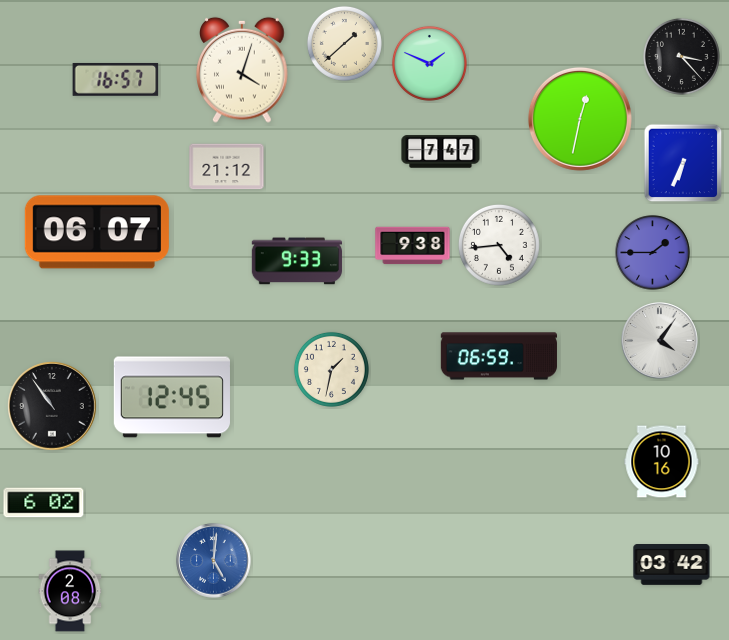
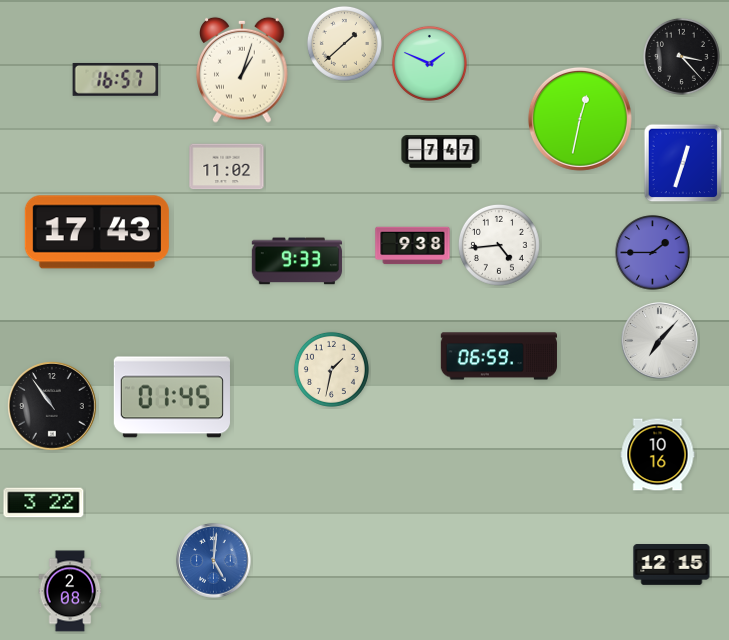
clock at (242, 70): 4:03 -> 1:03
clock at (683, 163): 6:34 -> 12:33
clock at (227, 167): 21:12 -> 11:02
clock at (97, 232): 06:07 -> 17:43
clock at (660, 341): 4:06 -> 7:07
clock at (172, 397): 12:45 -> 01:45
clock at (662, 462) position: (662, 462) -> (658, 455)
clock at (44, 503): 6:02 -> 3:22
clock at (672, 565): 03:42 -> 12:15
